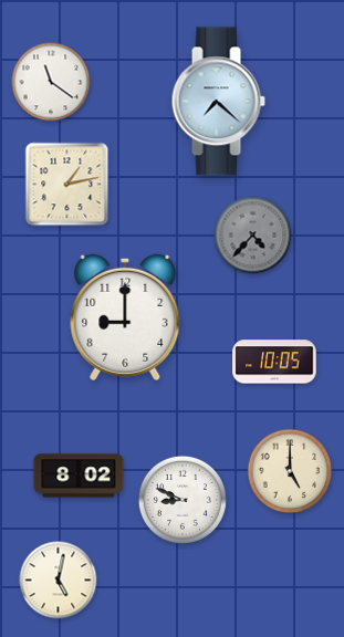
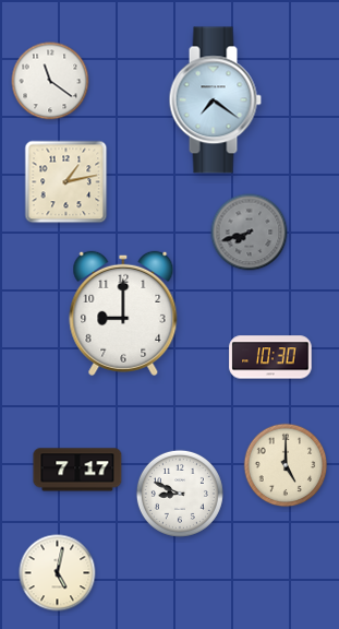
clock at (218, 102): 7:22 -> 7:21
clock at (253, 236): 4:37 -> 7:42
clock at (274, 362): 10:05 -> 10:30
clock at (79, 476): 8:02 -> 7:17
